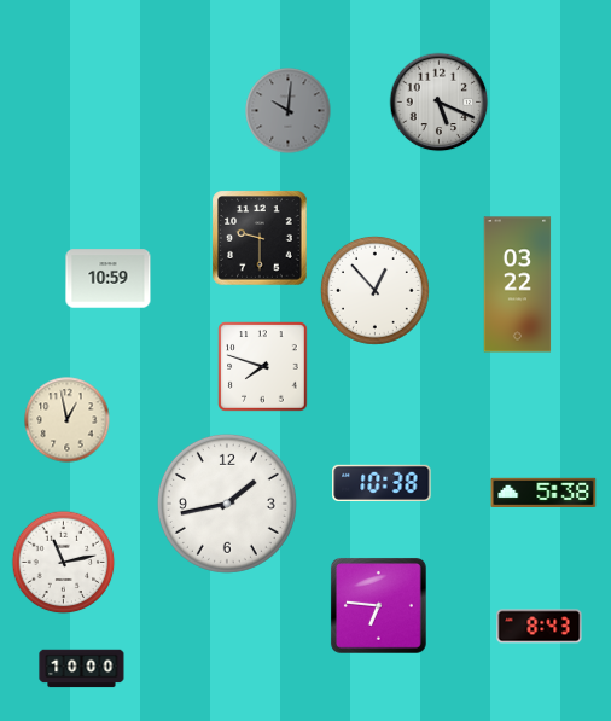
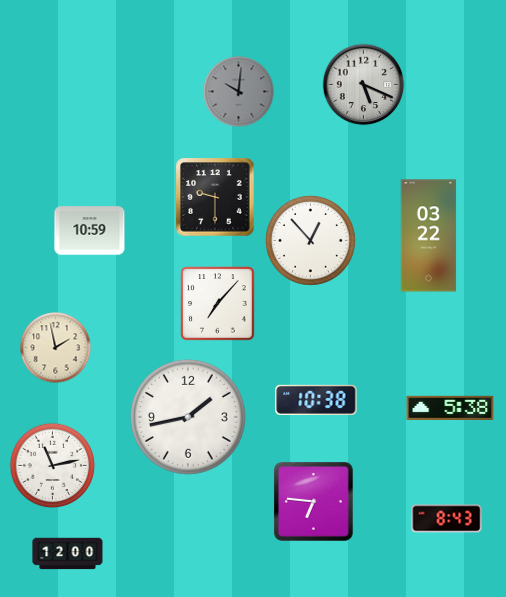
clock at (263, 367): 7:48 -> 7:07
clock at (68, 420): 12:58 -> 1:58
clock at (82, 669): 10:00 -> 12:00
